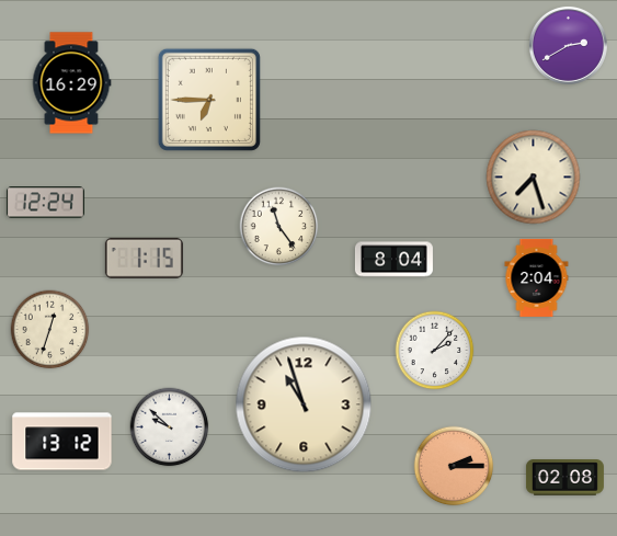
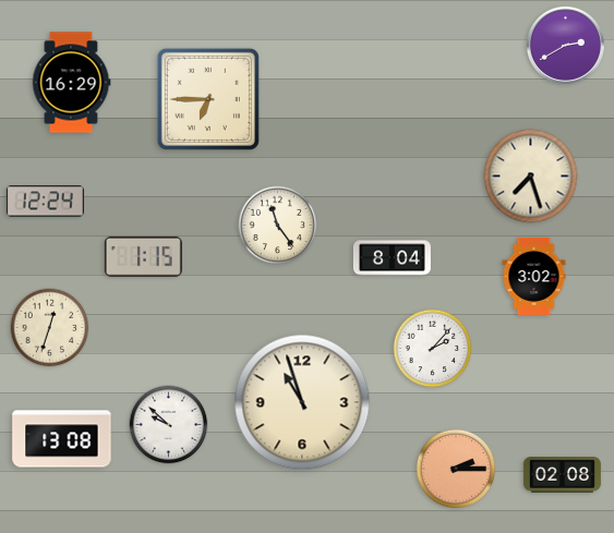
clock at (537, 277): 2:04 -> 3:02
clock at (62, 442): 13:12 -> 13:08
clock at (454, 466) position: (454, 466) -> (456, 469)
